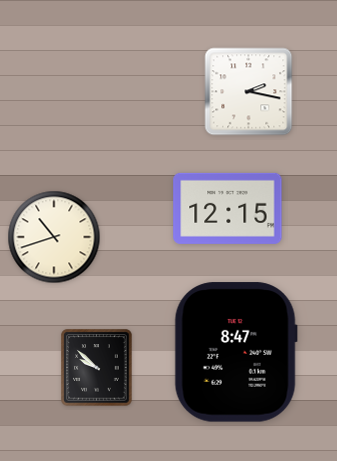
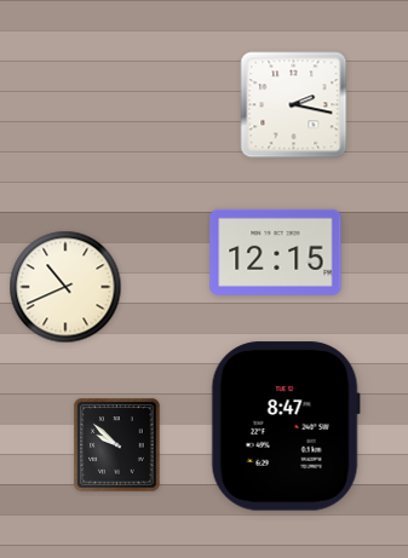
clock at (249, 92) position: (249, 92) -> (294, 105)
clock at (54, 237): 10:42 -> 10:41
